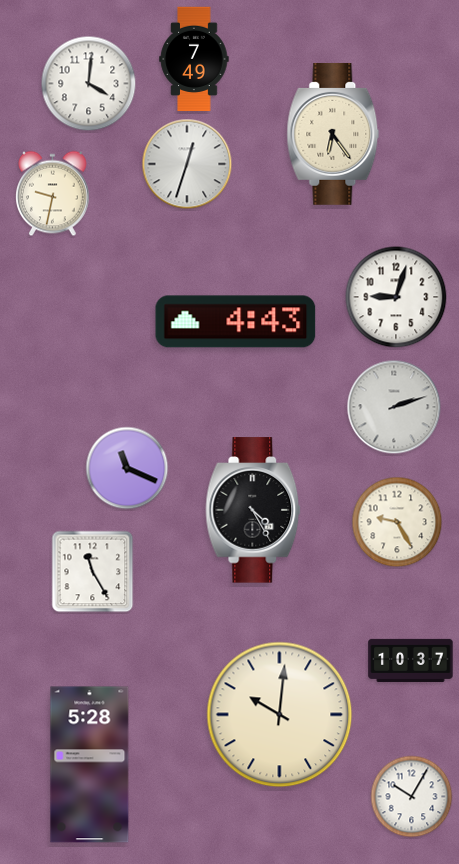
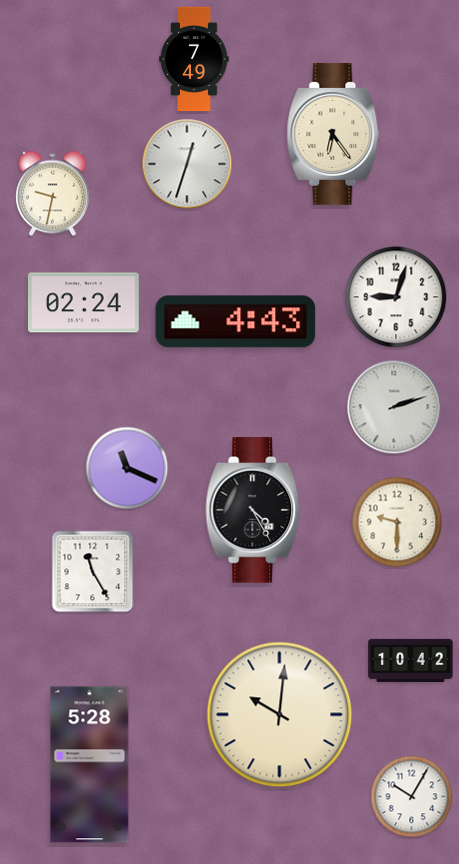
clock at (89, 84): 4:01 -> none
clock at (83, 303): none -> 02:24
clock at (397, 522): 9:25 -> 9:30
clock at (411, 660): 10:37 -> 10:42
